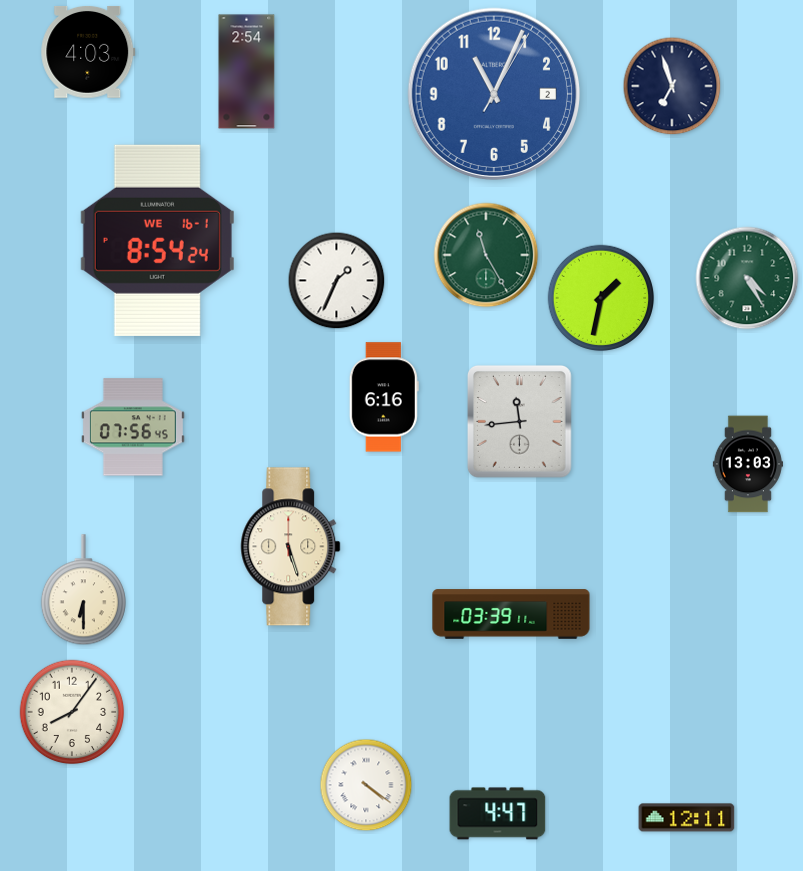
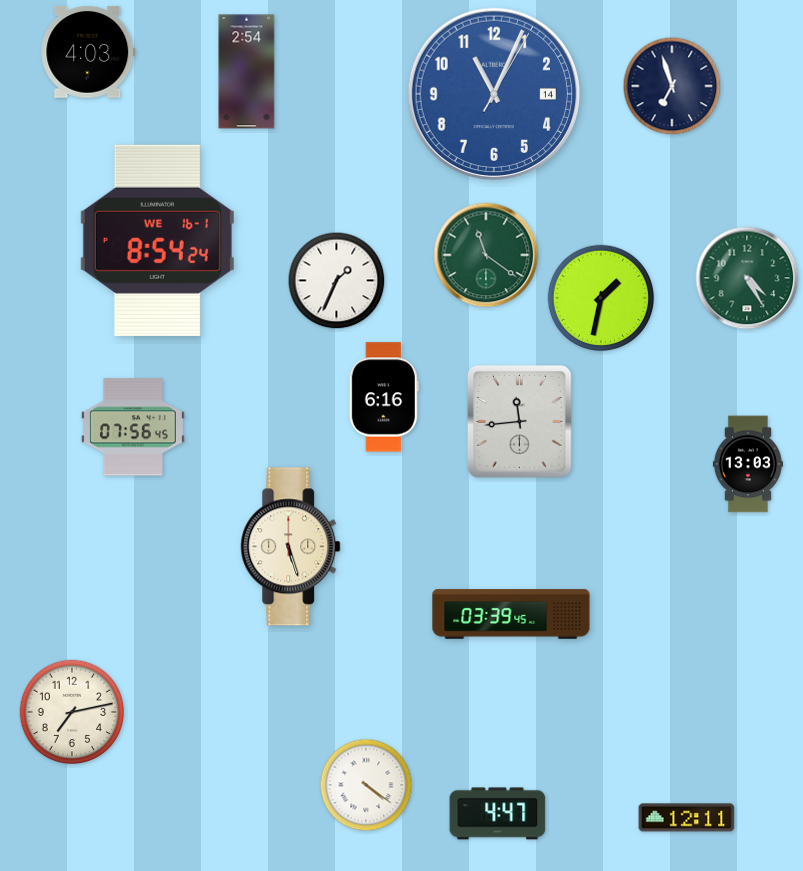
clock at (494, 94) date: 2 -> 14
clock at (486, 255): 11:25 -> 11:21
clock at (83, 590): 6:30 -> none
clock at (511, 614): 03:39:11 -> 03:39:45
clock at (72, 712): 8:06 -> 7:13
